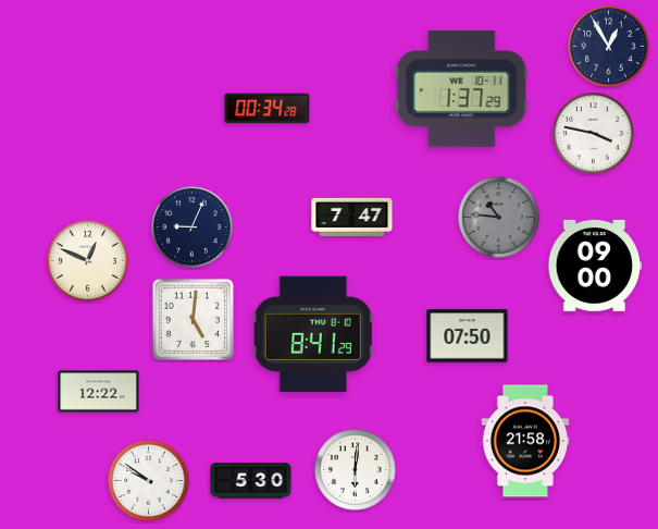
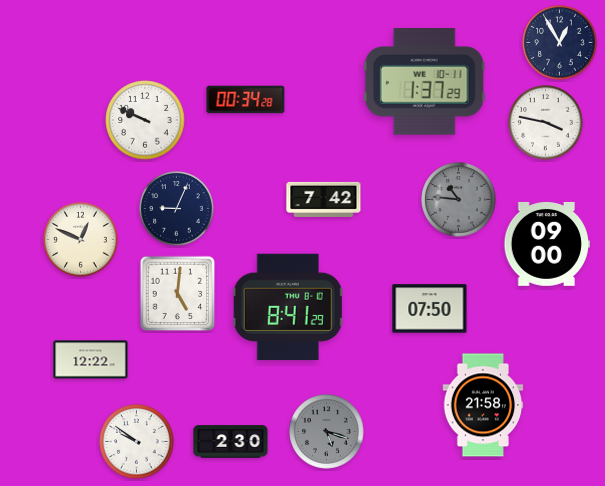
clock at (145, 120): none -> 9:49
clock at (352, 217): 7:47 -> 7:42
clock at (356, 470): 6:01 -> 5:18
clock at (356, 470) dial: white -> grey
clock at (251, 481): 5:30 -> 2:30
